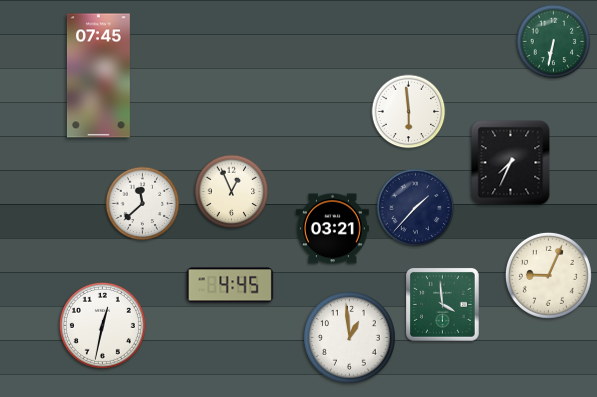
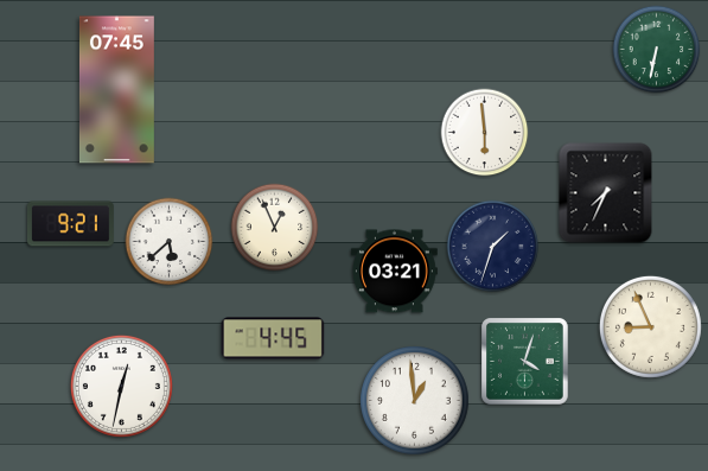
clock at (70, 224): none -> 9:21
clock at (143, 204): 11:38 -> 5:38
clock at (416, 208): 1:37 -> 1:33
clock at (548, 275): 9:04 -> 8:56
clock at (443, 305): 3:59 -> 4:03
